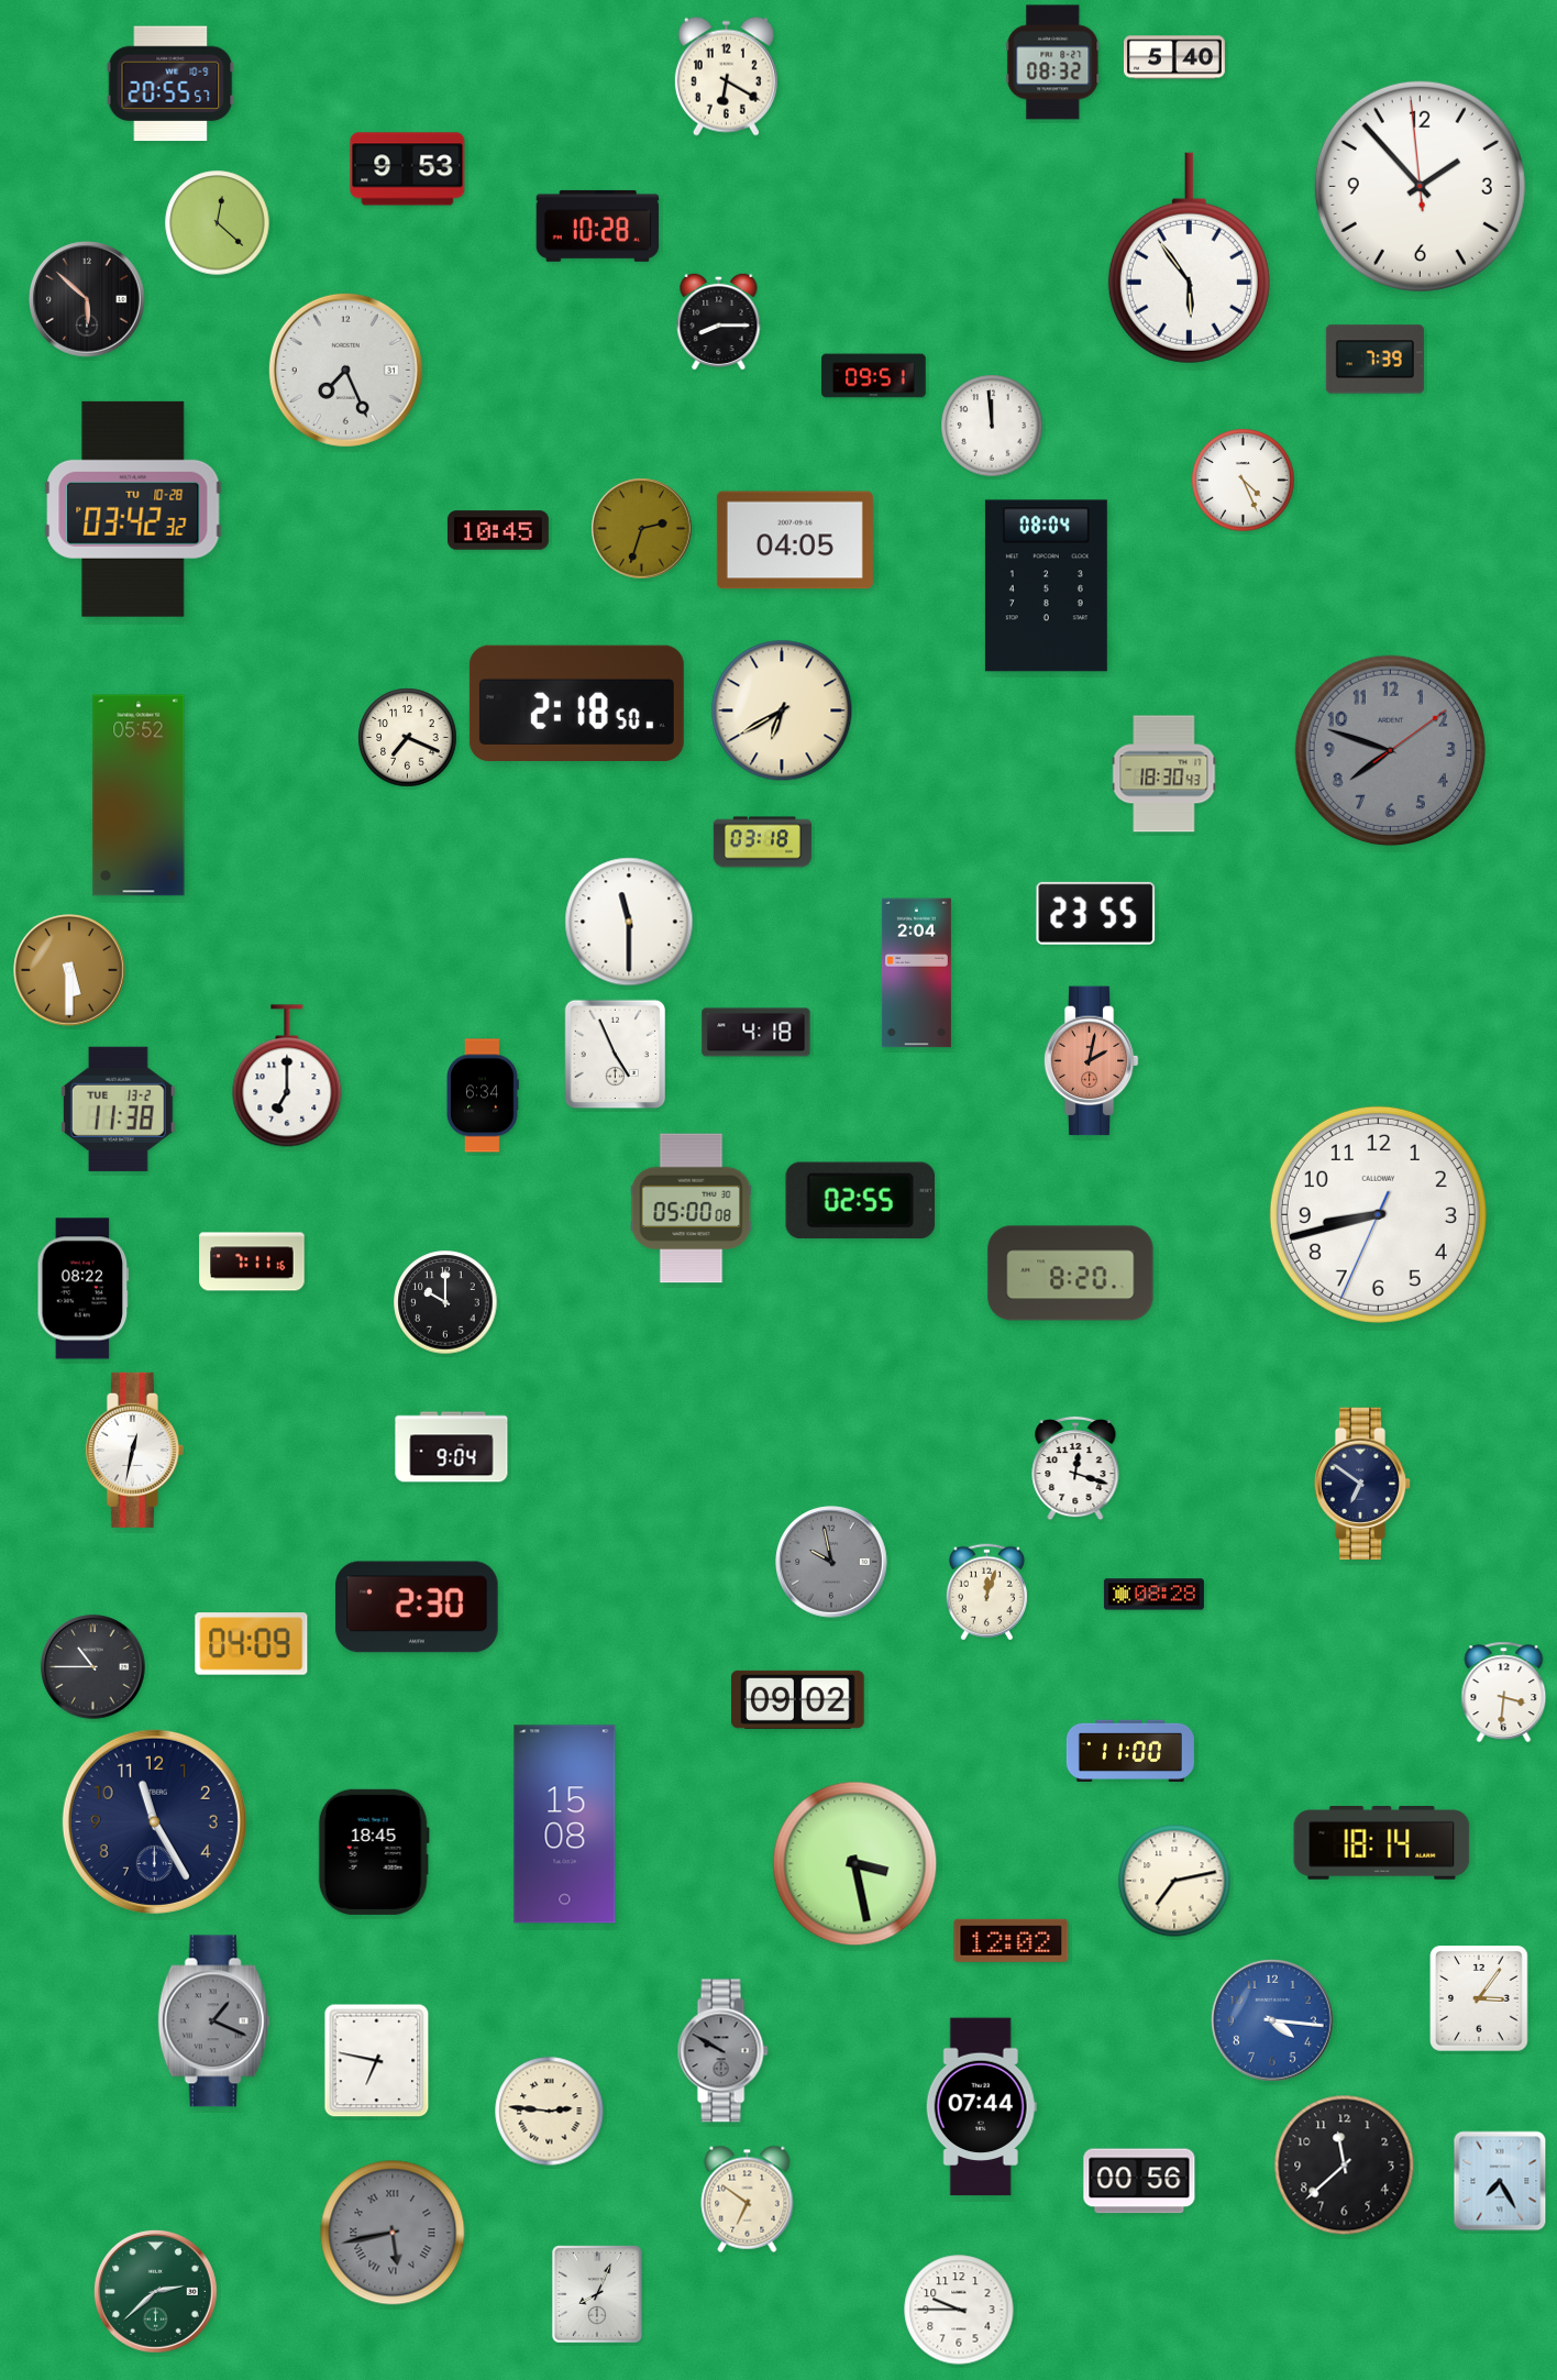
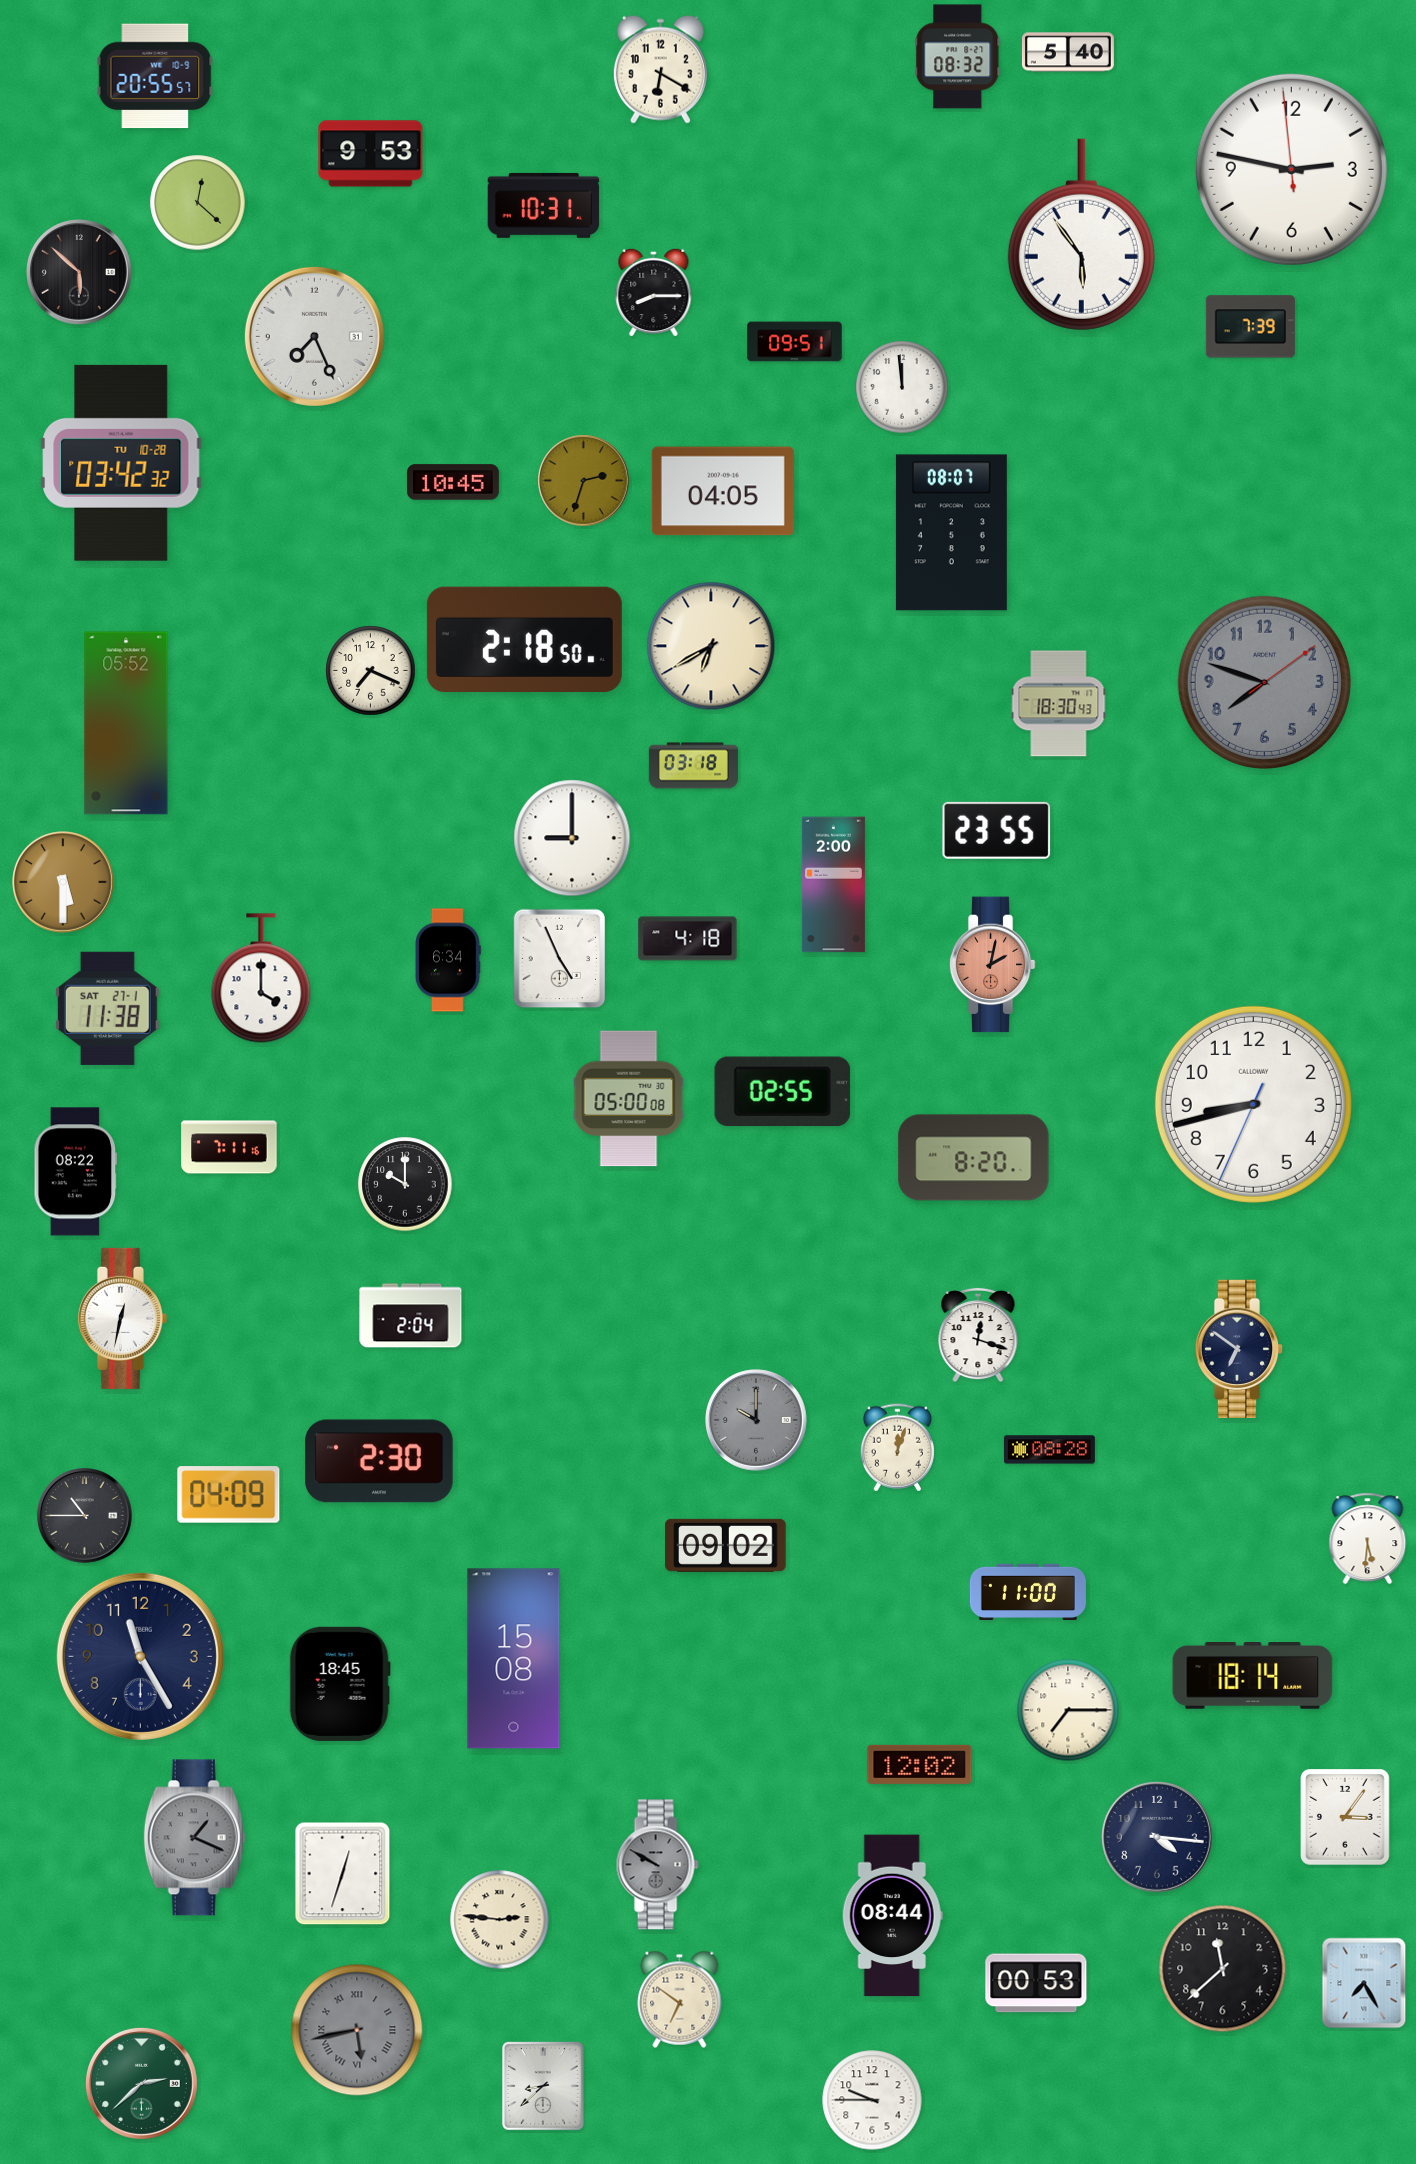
clock at (1420, 186): 1:52 -> 2:46
clock at (598, 225): 10:28 -> 10:31
clock at (1244, 481): 4:26 -> none
clock at (1046, 586): 08:04 -> 08:07
clock at (629, 922): 11:30 -> 9:00
clock at (916, 973): 2:04 -> 2:00
clock at (287, 1076): 7:00 -> 4:00
clock at (483, 1095) position: (483, 1095) -> (448, 960)
clock at (118, 1109) date: TUE 13-2 -> SAT 27-1
clock at (452, 1447): 9:04 -> 2:04
clock at (831, 1562): 9:58 -> 10:00
clock at (1504, 1693): 3:31 -> 5:31
clock at (1382, 1843) position: (1382, 1843) -> (1253, 1676)
clock at (855, 1864): 3:28 -> none
clock at (1174, 1881): 7:13 -> 7:15
clock at (1273, 2021) dial: blue -> navy
clock at (377, 2061): 6:47 -> 12:33
clock at (981, 2107): 07:44 -> 08:44
clock at (1139, 2181): 00:56 -> 00:53
clock at (598, 2295): 8:04 -> 8:38
